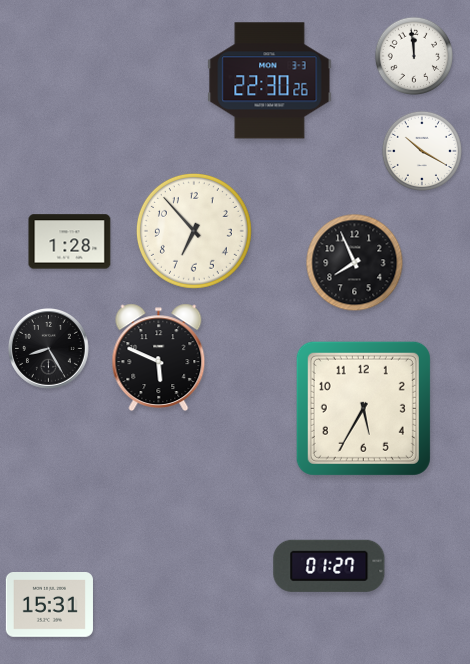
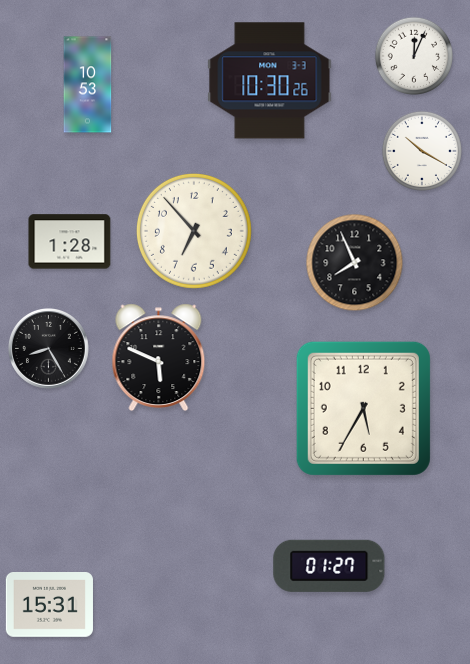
clock at (413, 55): 11:59 -> 12:04
clock at (270, 81): 22:30 -> 10:30
clock at (88, 85): none -> 10:53
